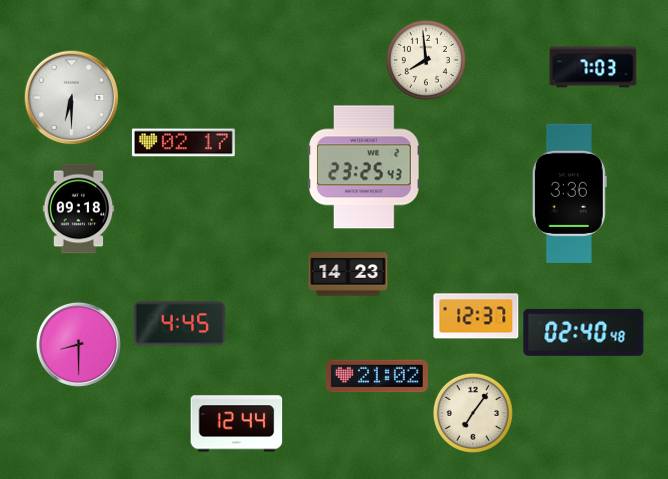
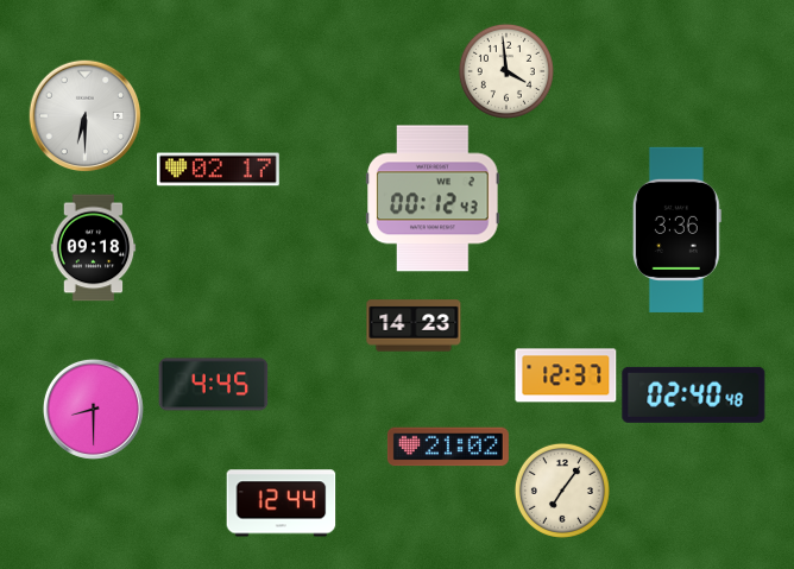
clock at (426, 60): 7:59 -> 3:59
clock at (593, 67): 7:03 -> none
clock at (364, 167): 23:25 -> 00:12
